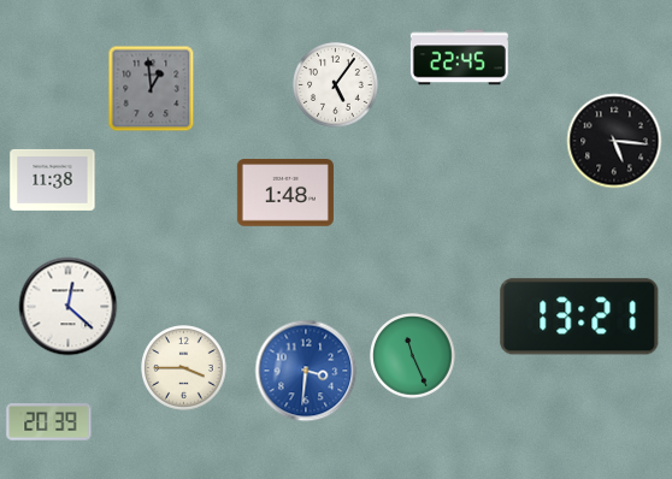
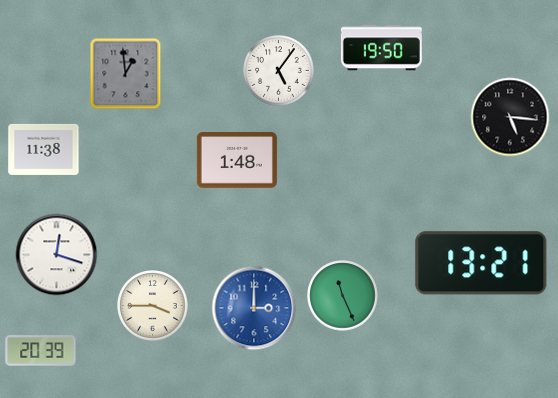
clock at (459, 58): 22:45 -> 19:50
clock at (69, 307): 12:22 -> 12:18
clock at (306, 371): 3:31 -> 3:00
